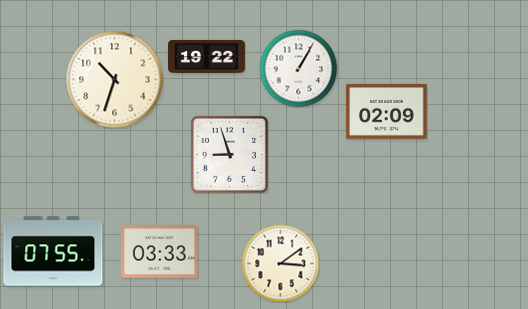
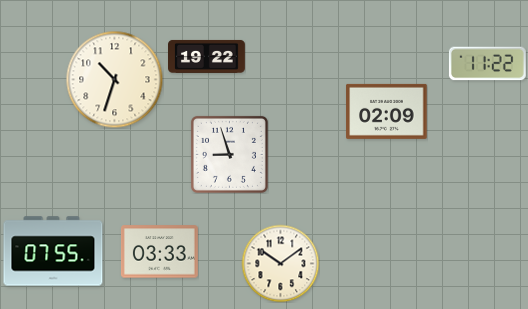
clock at (487, 64): none -> 11:22
clock at (298, 68): 1:05 -> none
clock at (280, 263): 3:09 -> 10:09
